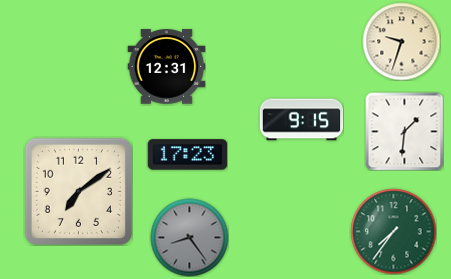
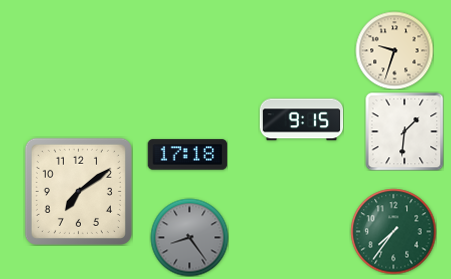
clock at (401, 41) position: (401, 41) -> (394, 50)
clock at (166, 67): 12:31 -> none
clock at (187, 155): 17:23 -> 17:18
